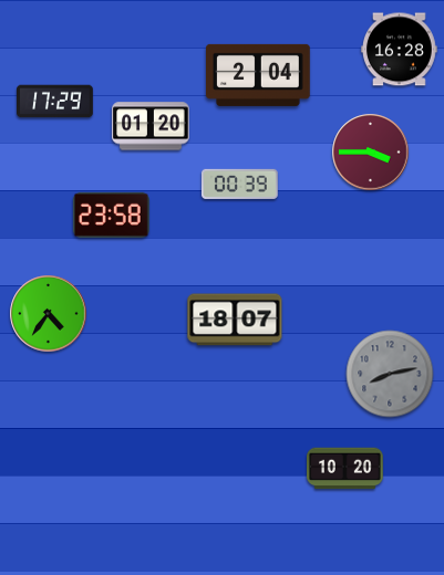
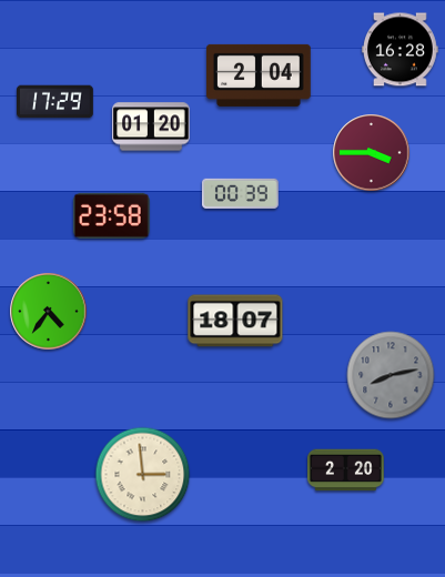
clock at (239, 184) position: (239, 184) -> (240, 193)
clock at (49, 314) position: (49, 314) -> (49, 312)
clock at (345, 469): 10:20 -> 2:20
clock at (143, 475): none -> 2:59
